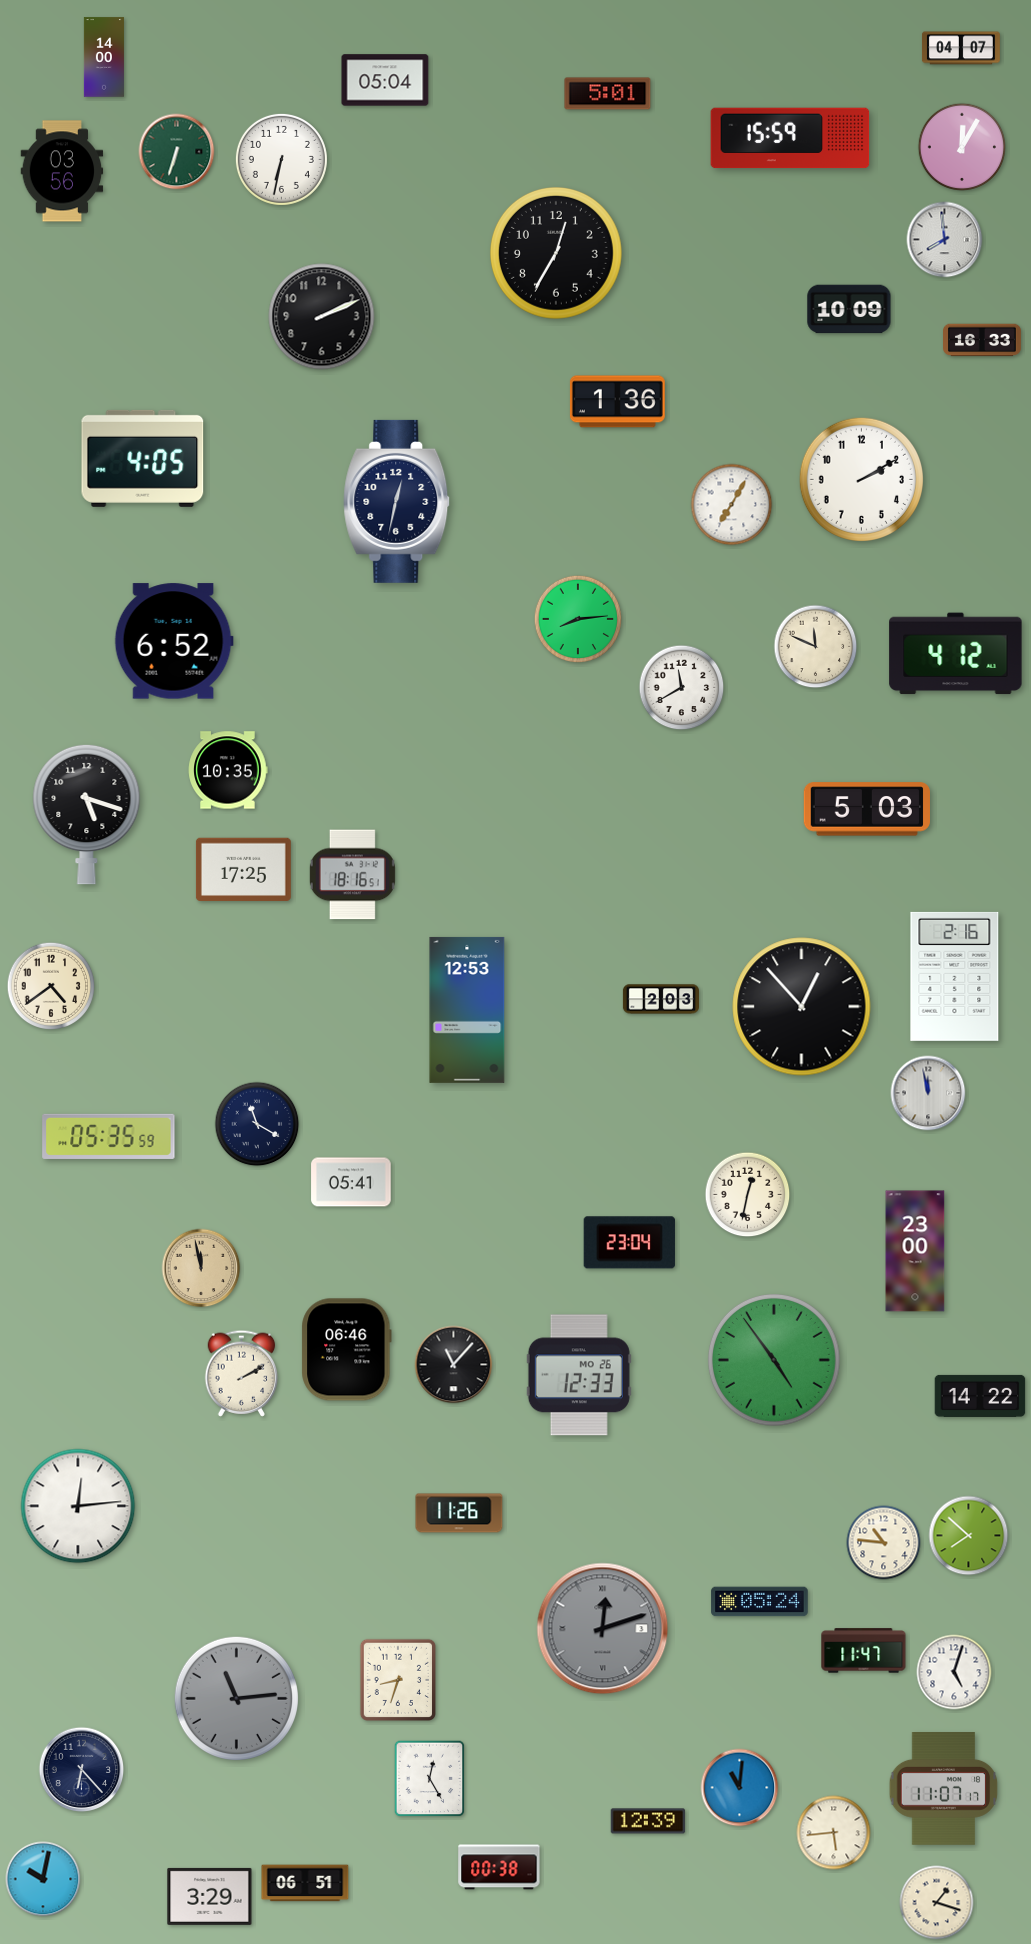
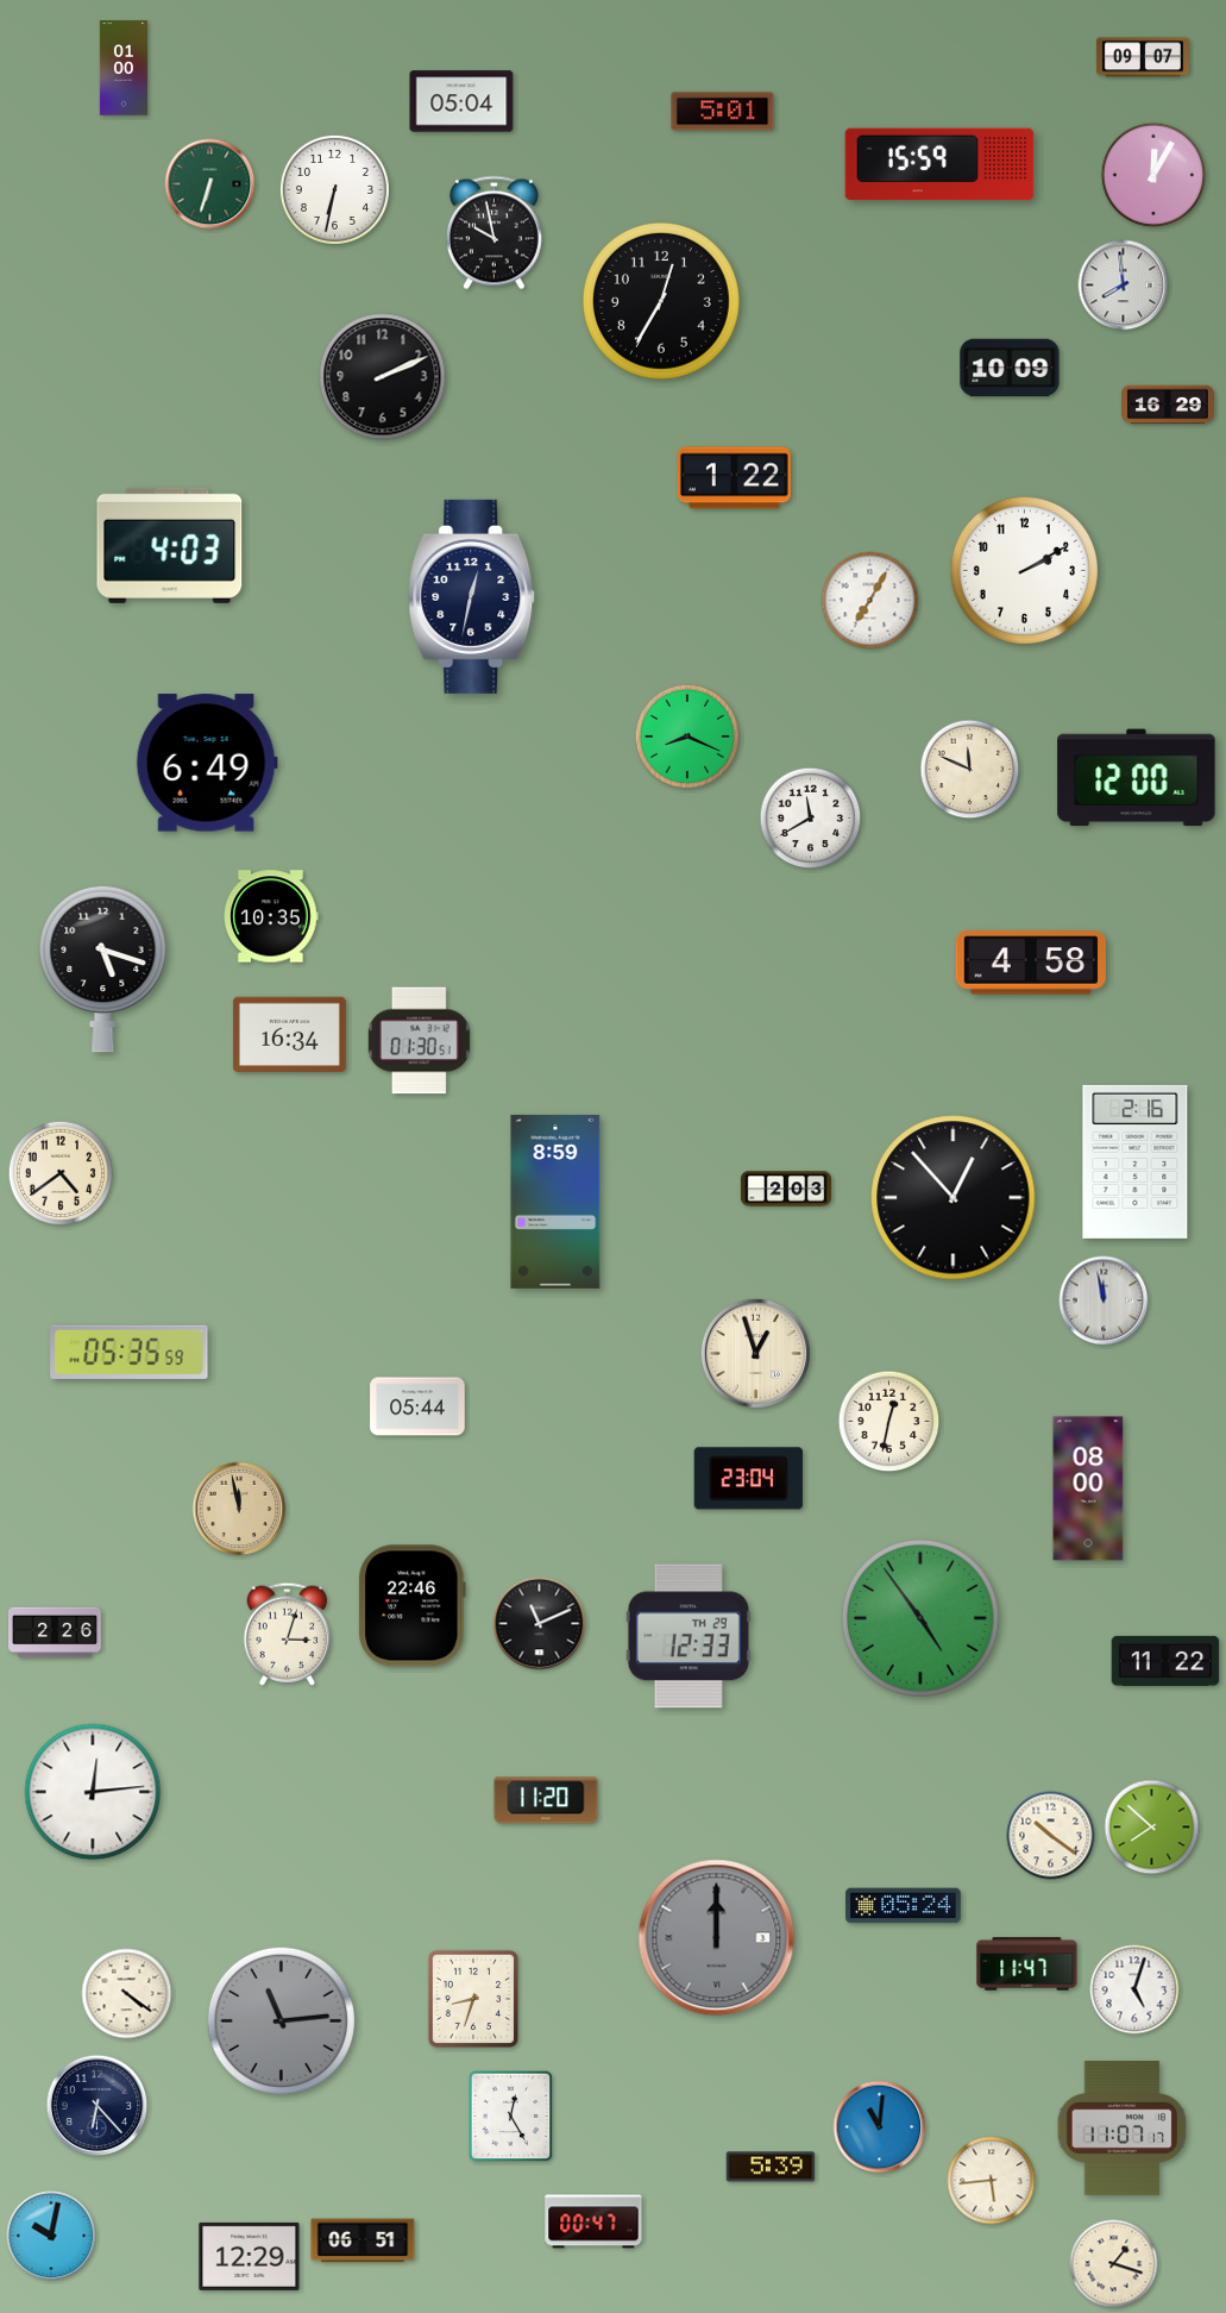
clock at (961, 48): 04:07 -> 09:07
clock at (104, 57): 14:00 -> 01:00
clock at (385, 80) position: (385, 80) -> (461, 101)
clock at (962, 147) position: (962, 147) -> (1153, 175)
clock at (177, 152) position: (177, 152) -> (210, 184)
clock at (62, 171): 03:56 -> none
clock at (493, 233): none -> 9:58
clock at (983, 340): 16:33 -> 16:29
clock at (617, 402): 1:36 -> 1:22
clock at (143, 458): 4:05 -> 4:03
clock at (578, 619): 8:14 -> 8:19
clock at (174, 641): 6:52 -> 6:49
clock at (956, 654): 4:12 -> 12:00
clock at (867, 809): 5:03 -> 4:58
clock at (243, 869): 17:25 -> 16:34
clock at (352, 875): 18:16 -> 01:30
clock at (467, 1010): 12:53 -> 8:59
clock at (257, 1124): 11:20 -> none
clock at (755, 1353): none -> 12:57
clock at (351, 1182): 05:41 -> 05:44
clock at (915, 1251): 23:00 -> 08:00
clock at (347, 1350): 06:46 -> 22:46
clock at (454, 1365): 11:07 -> 11:11
clock at (56, 1632): none -> 2:26
clock at (242, 1373): 2:10 -> 3:03
clock at (579, 1375) date: MO 26 -> TH 29
clock at (980, 1396): 14:22 -> 11:22
clock at (459, 1513): 11:26 -> 11:20
clock at (884, 1543): 10:46 -> 10:21
clock at (603, 1629): 12:12 -> 12:00
clock at (127, 1994): none -> 4:21
clock at (648, 1821): 12:39 -> 5:39
clock at (499, 1867): 00:38 -> 00:47
clock at (210, 1896): 3:29 -> 12:29
